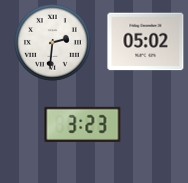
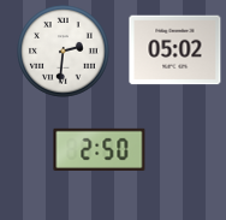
clock at (83, 124): 3:23 -> 2:50
